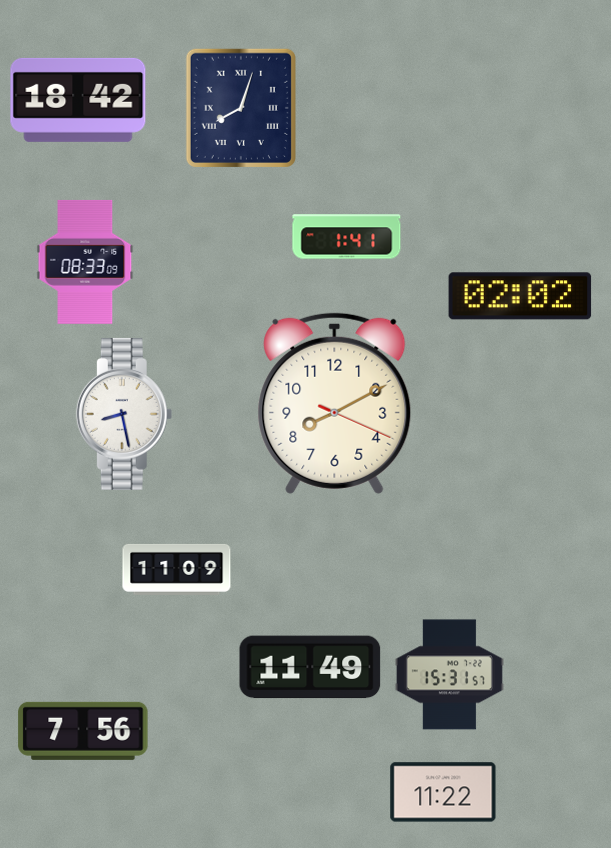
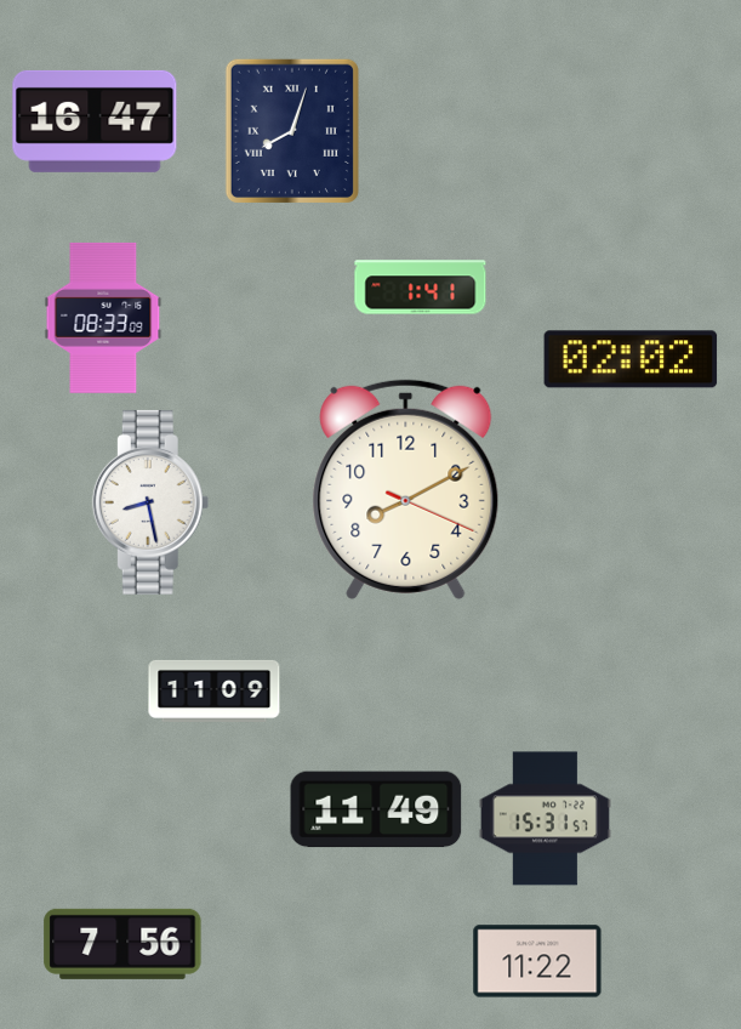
clock at (78, 100): 18:42 -> 16:47
clock at (83, 731) position: (83, 731) -> (122, 944)
